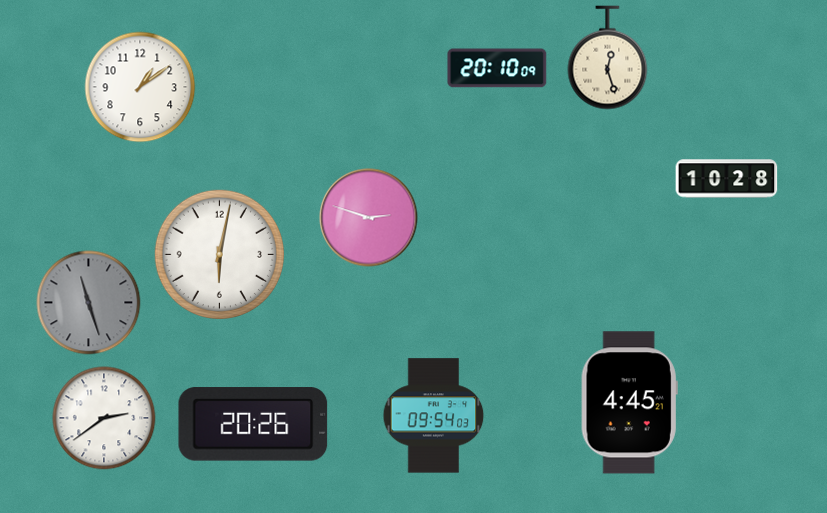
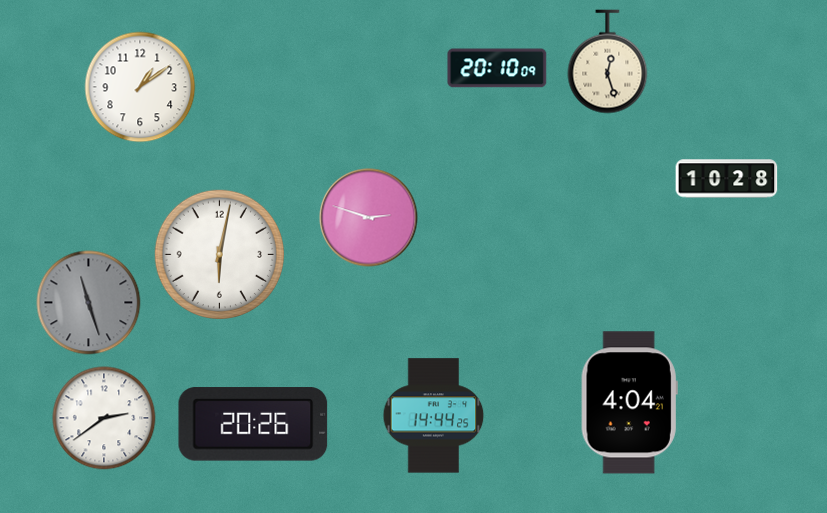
clock at (608, 58) position: (608, 58) -> (608, 62)
clock at (629, 403): 4:45 -> 4:04
clock at (434, 416): 09:54 -> 14:44
